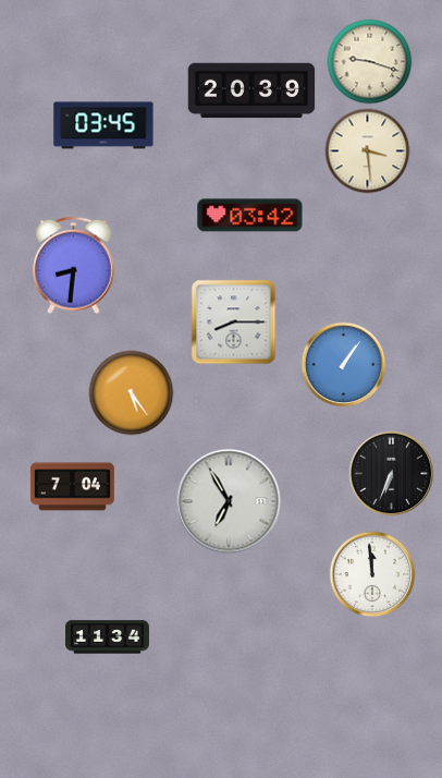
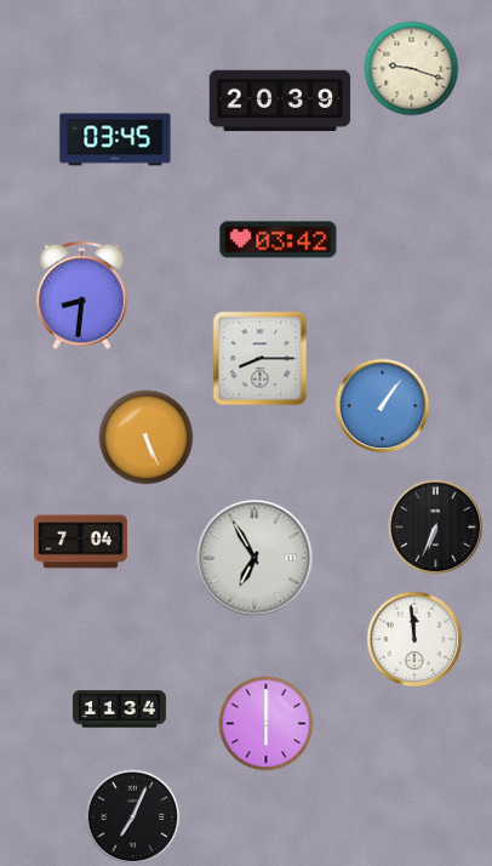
clock at (367, 150): 3:29 -> none
clock at (131, 392): 5:24 -> 5:26
clock at (265, 723): none -> 6:00
clock at (132, 816): none -> 7:04
